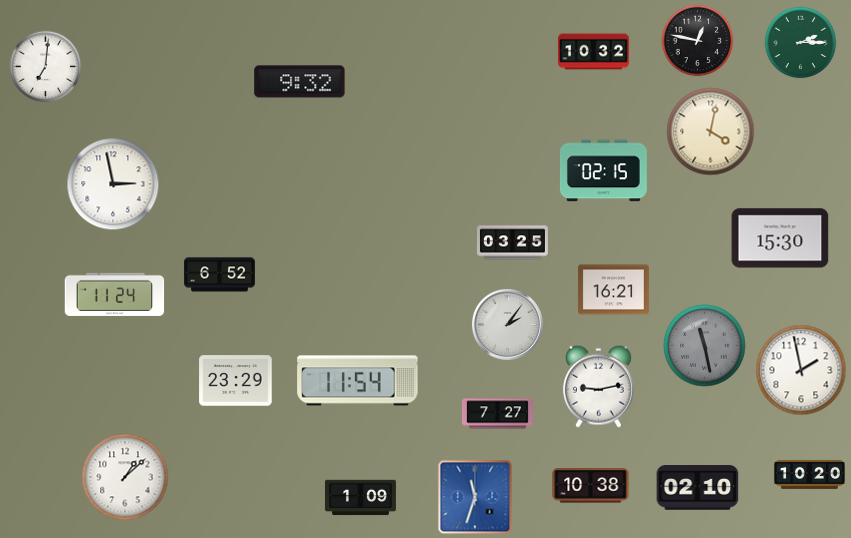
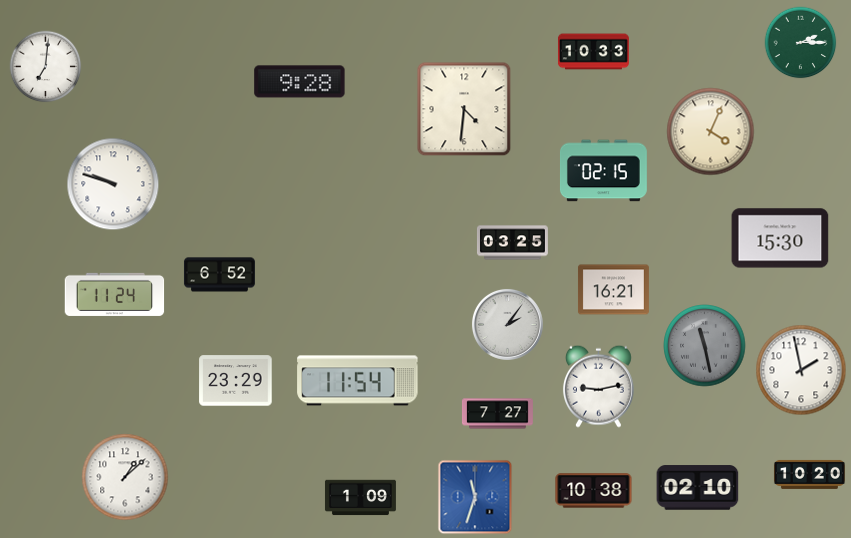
clock at (698, 41): 12:47 -> none
clock at (593, 52): 10:32 -> 10:33
clock at (300, 82): 9:32 -> 9:28
clock at (464, 109): none -> 4:31
clock at (711, 132): 4:02 -> 4:04
clock at (113, 184): 2:58 -> 9:48
clock at (591, 486) position: (591, 486) -> (594, 491)
